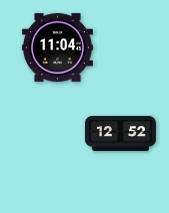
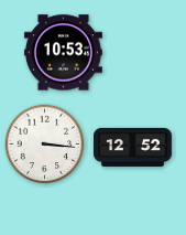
clock at (57, 48): 11:04 -> 10:53
clock at (45, 145): none -> 3:16
